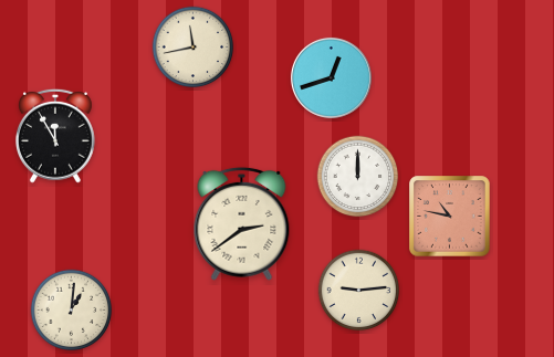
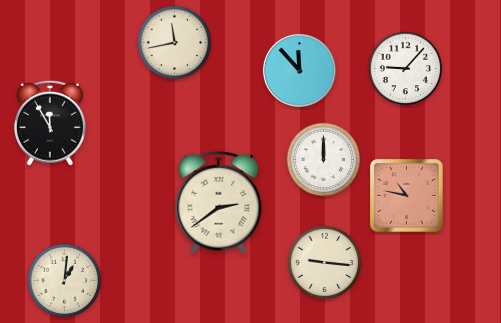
clock at (406, 69): none -> 9:07
clock at (331, 77): 12:42 -> 11:53
clock at (359, 291): 9:14 -> 9:16
